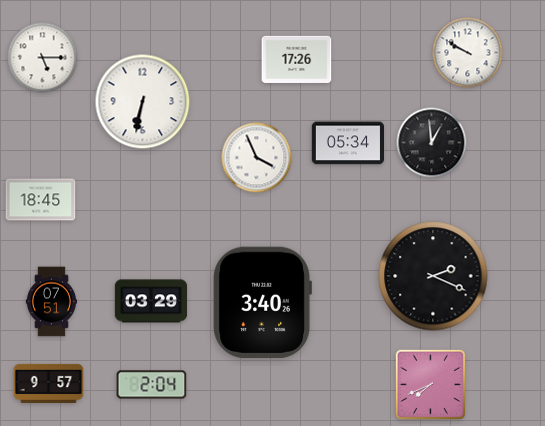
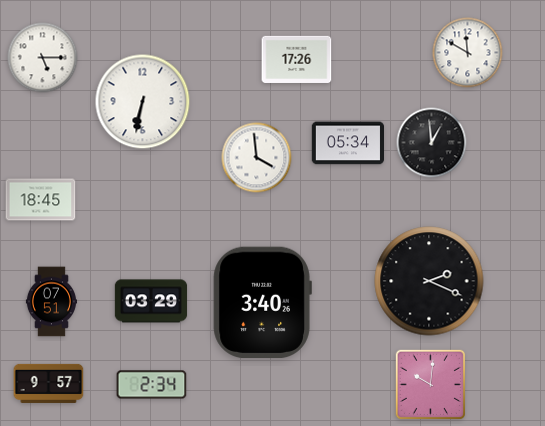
clock at (468, 53): 9:50 -> 11:50
clock at (257, 158): 3:56 -> 3:59
clock at (433, 276) position: (433, 276) -> (429, 281)
clock at (430, 384): 7:41 -> 10:01
clock at (152, 385): 2:04 -> 2:34
